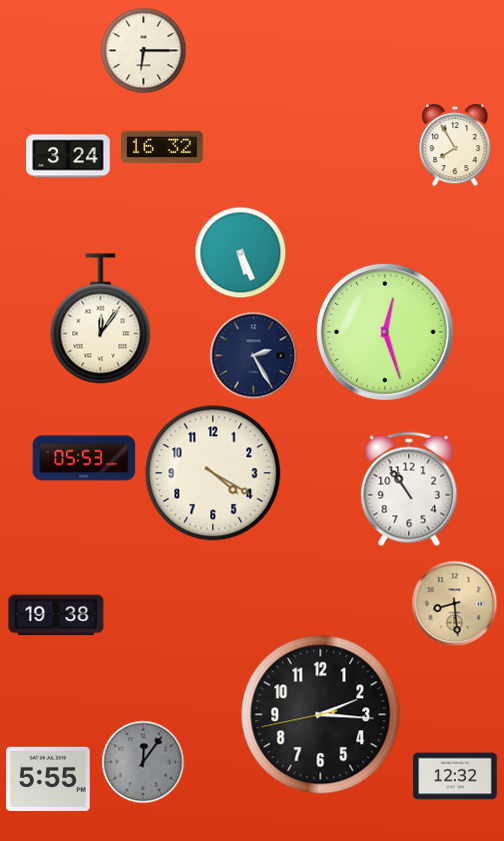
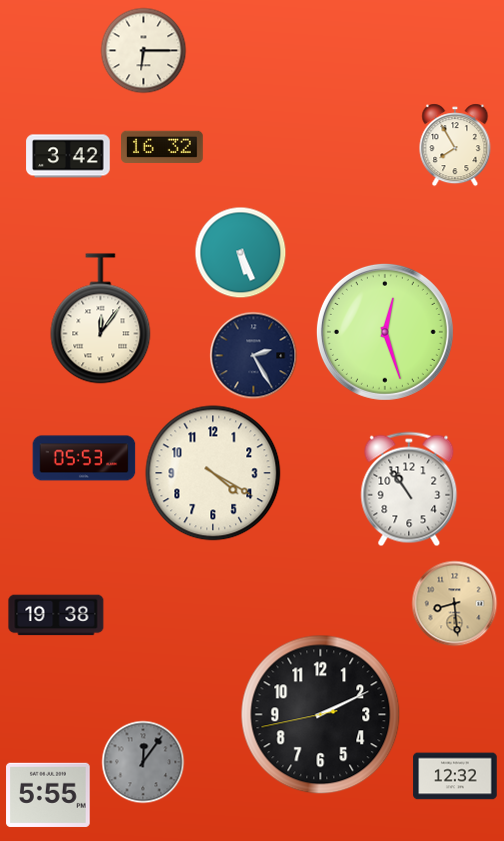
clock at (68, 156): 3:24 -> 3:42
clock at (321, 715): 2:15 -> 2:10
clock at (48, 778) position: (48, 778) -> (48, 794)
